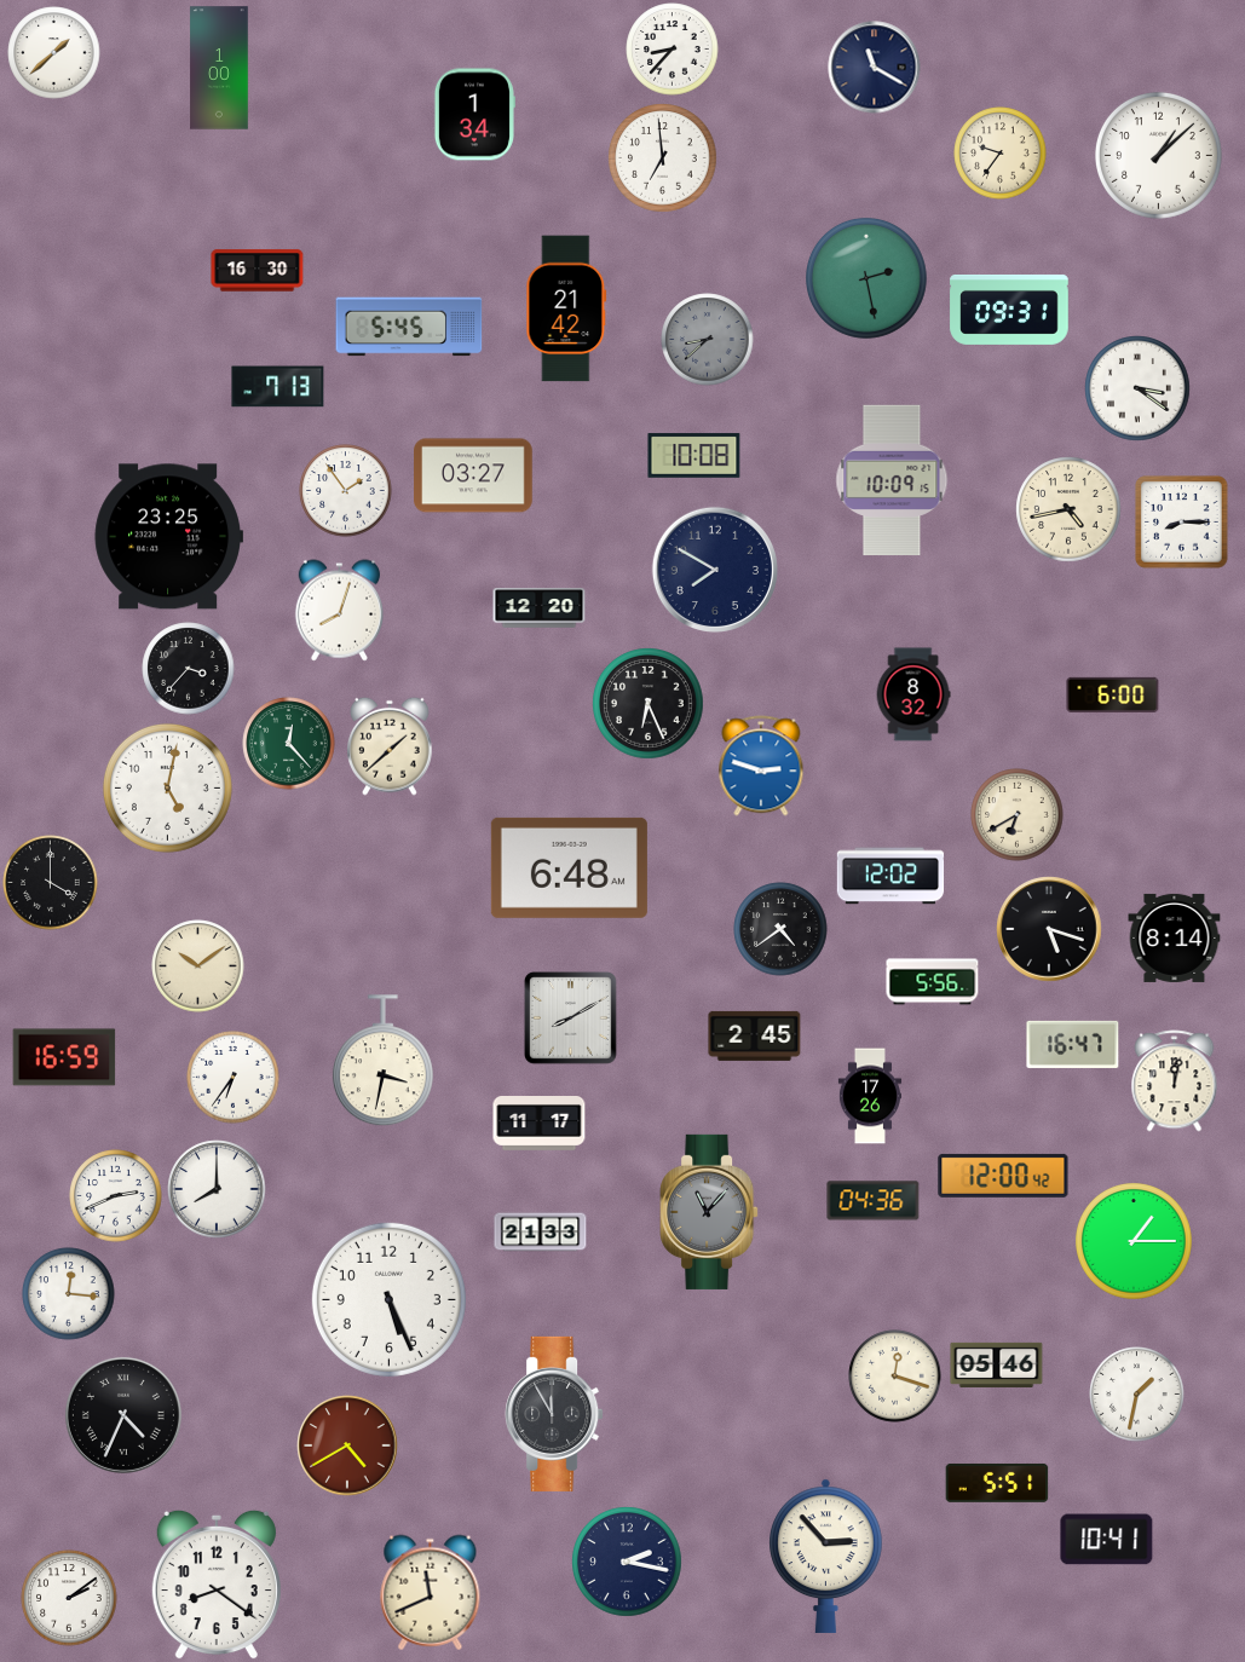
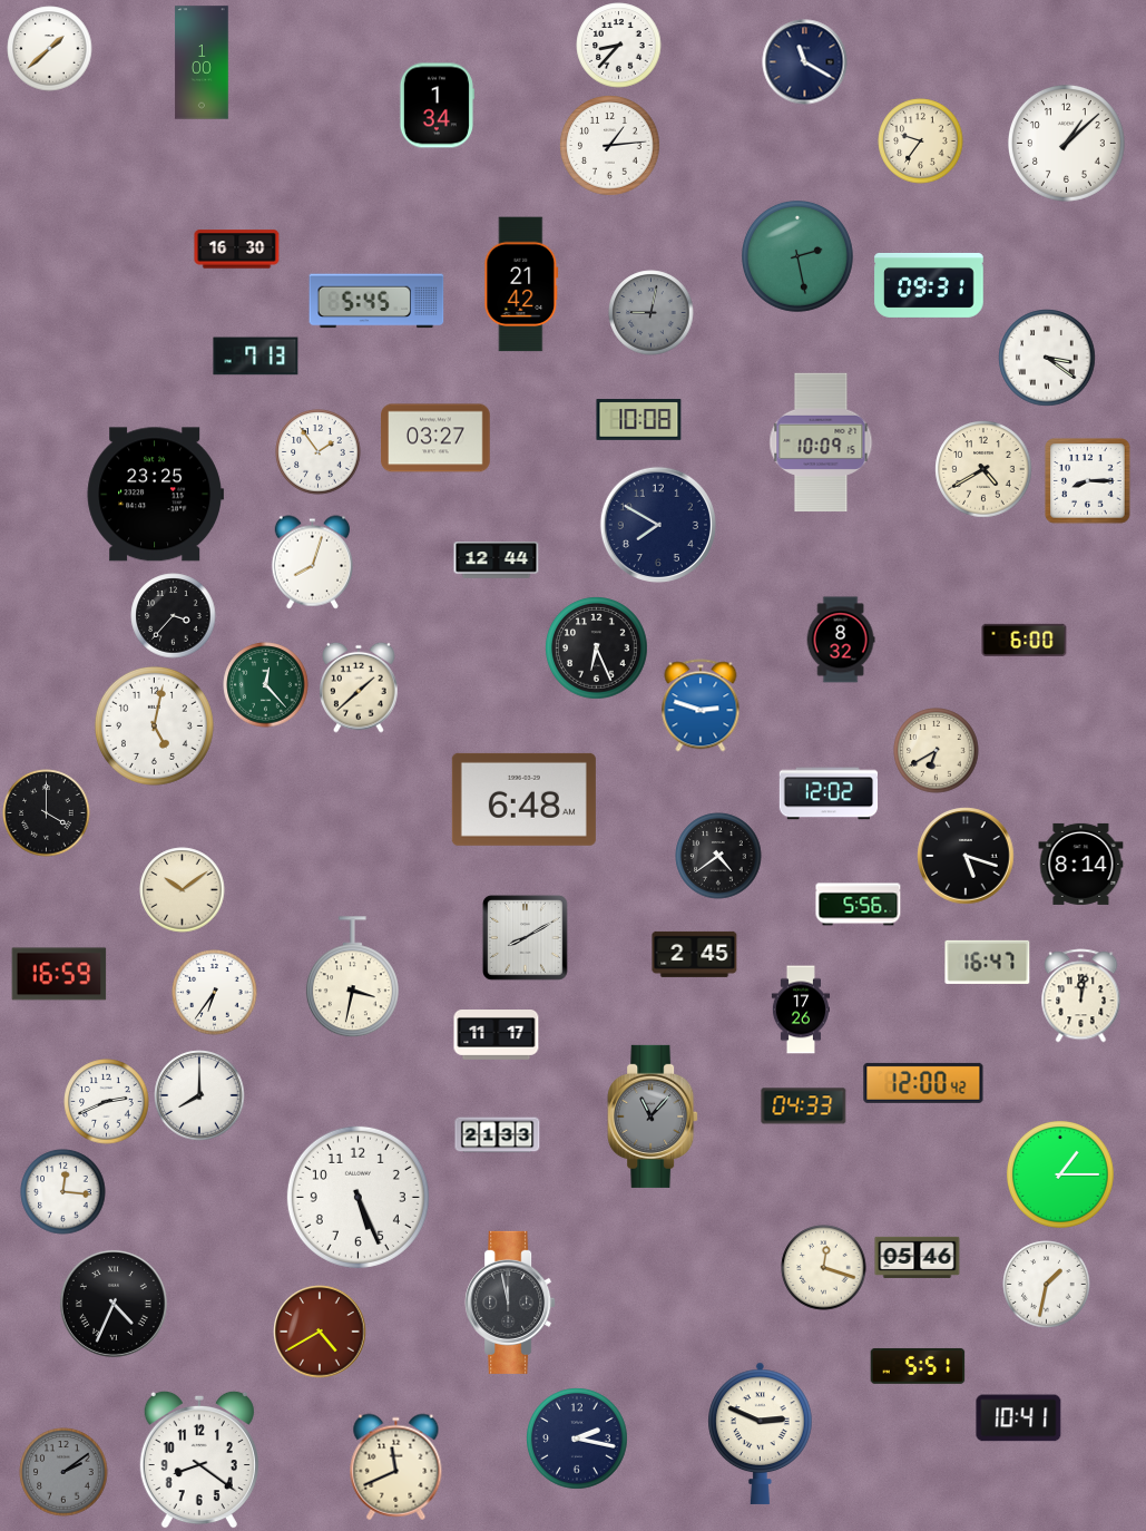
clock at (663, 158): 6:59 -> 1:14
clock at (708, 340): 8:38 -> 9:02
clock at (1068, 509): 4:43 -> 4:40
clock at (540, 608): 12:20 -> 12:44
clock at (890, 876) position: (890, 876) -> (829, 793)
clock at (874, 1201): 04:36 -> 04:33
clock at (1135, 1242) position: (1135, 1242) -> (1061, 1176)
clock at (554, 1414): 11:55 -> 11:58
clock at (826, 1556): 2:53 -> 2:49
clock at (69, 1598) dial: white -> grey
